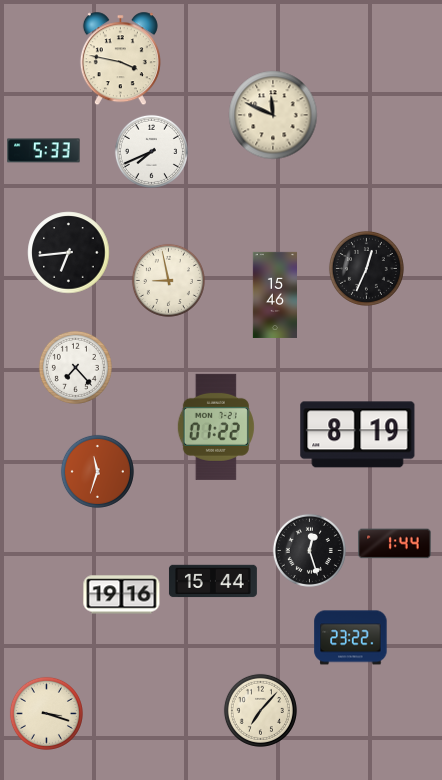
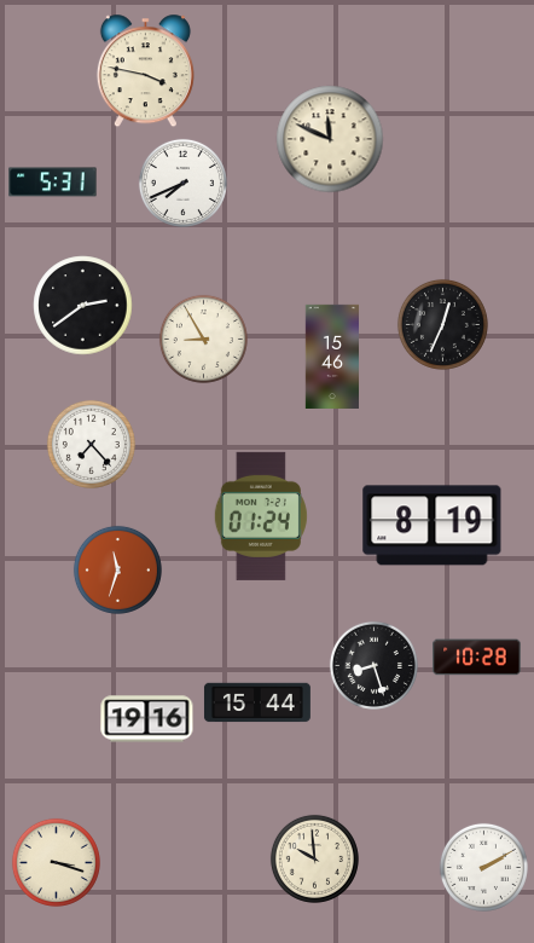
clock at (44, 151): 5:33 -> 5:31
clock at (69, 253): 6:44 -> 2:39
clock at (168, 280): 8:58 -> 8:55
clock at (216, 427): 01:22 -> 01:24
clock at (395, 544): 1:44 -> 10:28
clock at (309, 550): 12:27 -> 8:27
clock at (351, 638): 23:22 -> none
clock at (260, 710): 7:07 -> 9:59
clock at (483, 867): none -> 2:10
